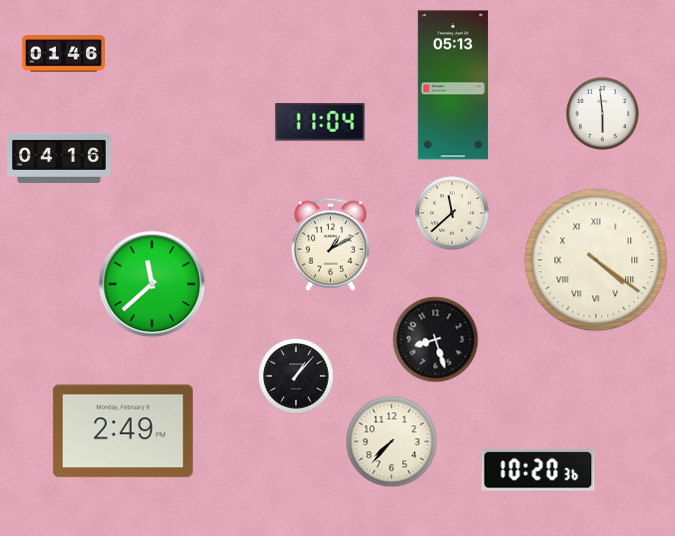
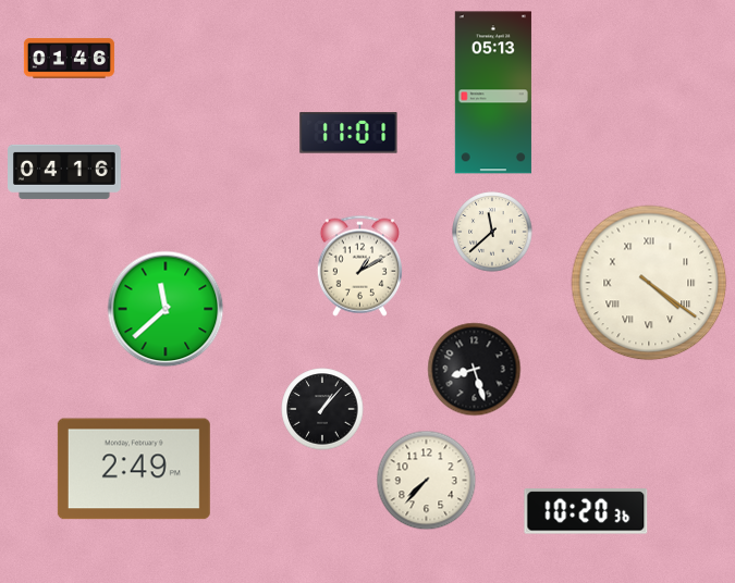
clock at (603, 114): 5:59 -> none
clock at (320, 122): 11:04 -> 11:01
